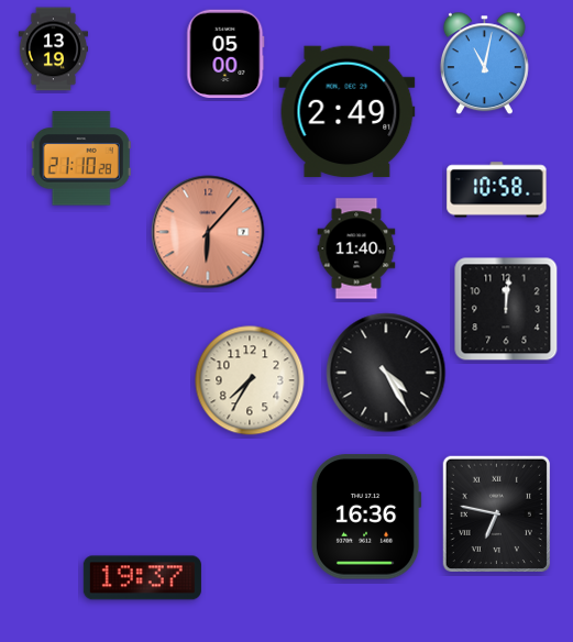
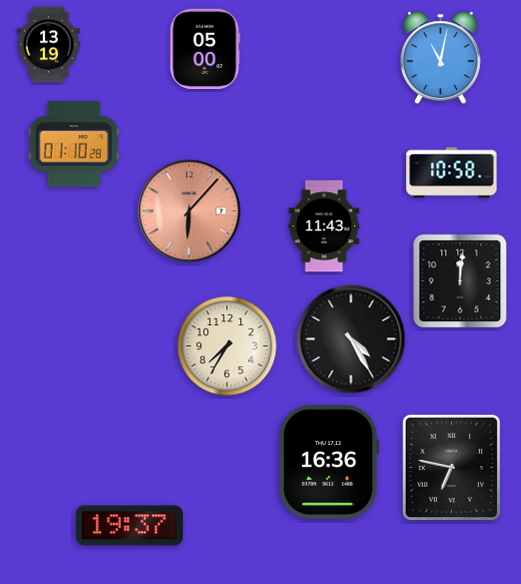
clock at (348, 112): 2:49 -> none
clock at (81, 158): 21:10 -> 01:10
clock at (356, 248): 11:40 -> 11:43
clock at (366, 517) position: (366, 517) -> (329, 462)
